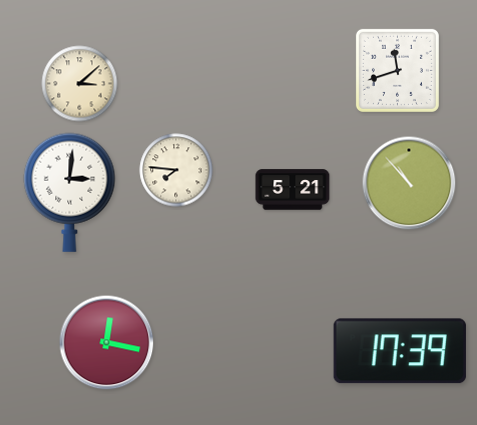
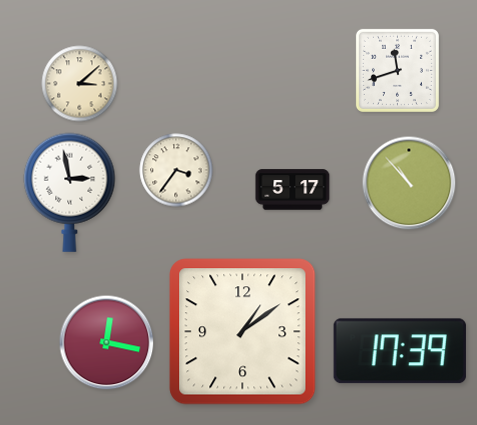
clock at (176, 170): 7:46 -> 3:36
clock at (293, 190): 5:21 -> 5:17
clock at (70, 192): 3:01 -> 2:58
clock at (243, 332): none -> 1:09
